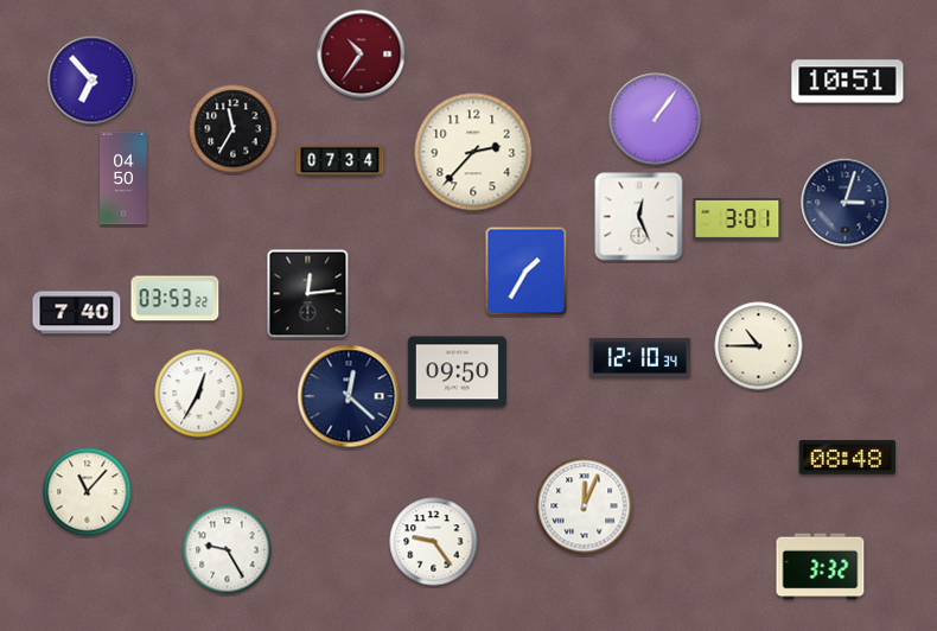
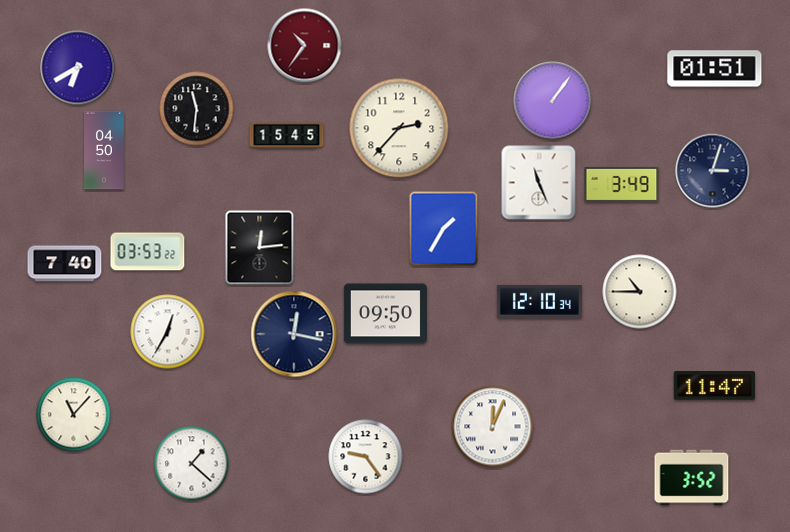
clock at (93, 81): 6:53 -> 6:40
clock at (848, 82): 10:51 -> 01:51
clock at (234, 129): 11:35 -> 11:31
clock at (340, 161): 07:34 -> 15:45
clock at (639, 217): 12:26 -> 11:26
clock at (738, 218): 3:01 -> 3:49
clock at (349, 396): 12:22 -> 12:17
clock at (847, 458): 08:48 -> 11:47
clock at (228, 550): 9:25 -> 1:22
clock at (821, 567): 3:32 -> 3:52
